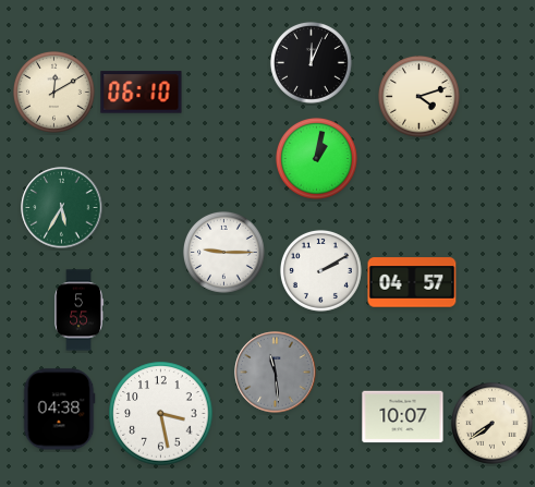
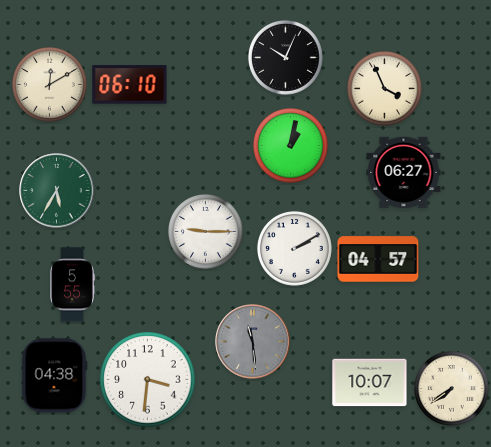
clock at (311, 62): 12:04 -> 10:04
clock at (418, 96): 4:12 -> 3:56
clock at (404, 173): none -> 06:27
clock at (161, 414): 3:28 -> 3:31
